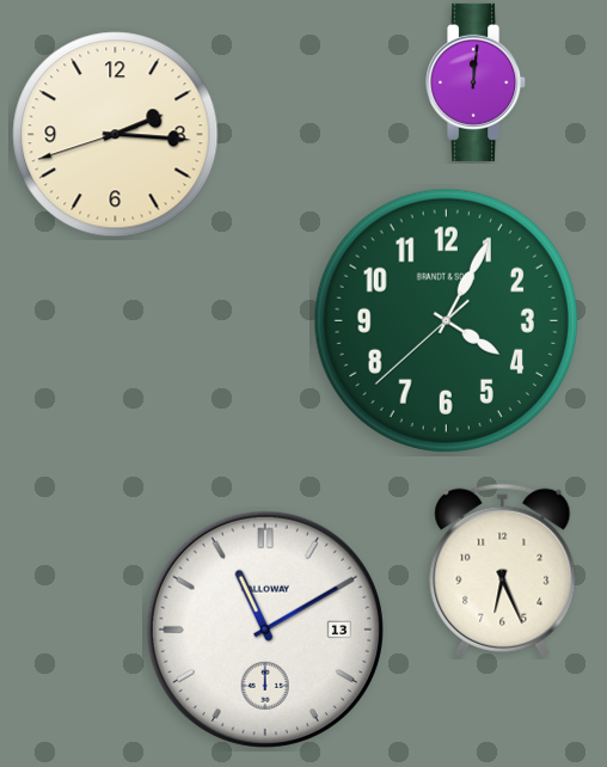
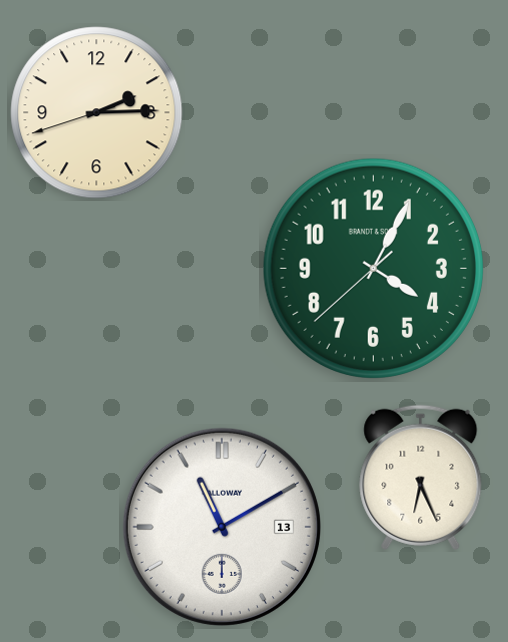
clock at (477, 82): 12:01 -> none
clock at (116, 135): 2:15 -> 2:14
